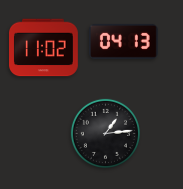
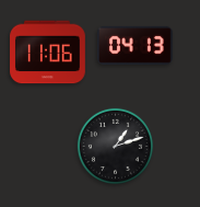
clock at (44, 48): 11:02 -> 11:06
clock at (105, 133): 1:14 -> 1:12
